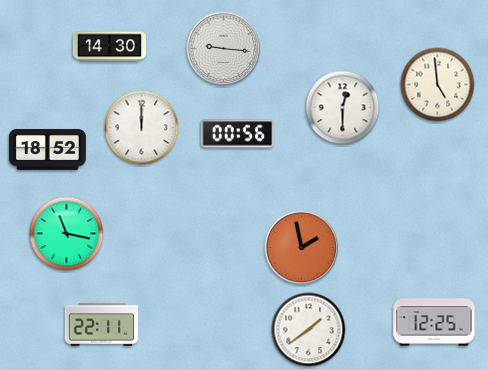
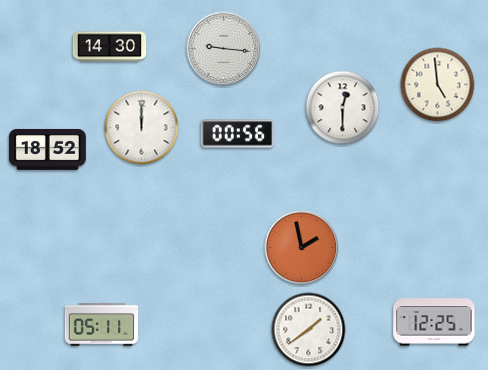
clock at (67, 234): 11:17 -> none
clock at (102, 325): 22:11 -> 05:11
